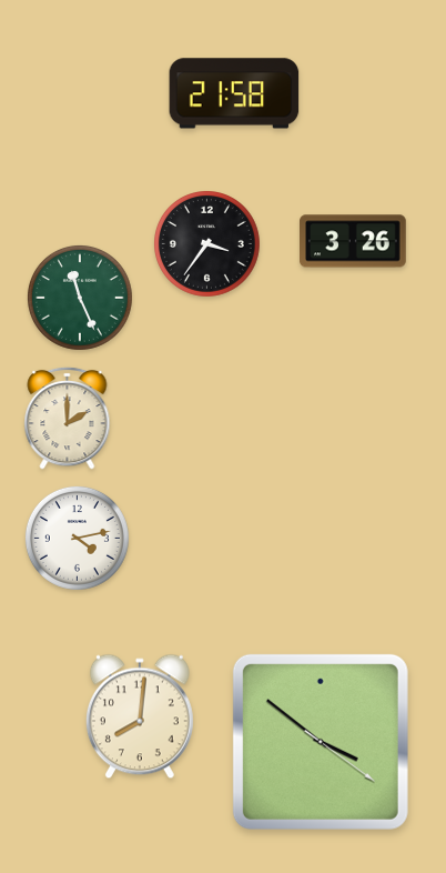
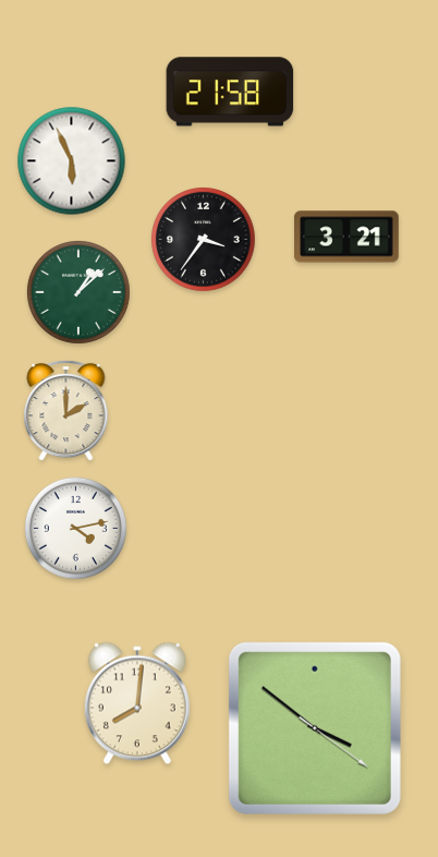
clock at (72, 161): none -> 5:56
clock at (354, 241): 3:26 -> 3:21
clock at (80, 298): 11:26 -> 1:08
